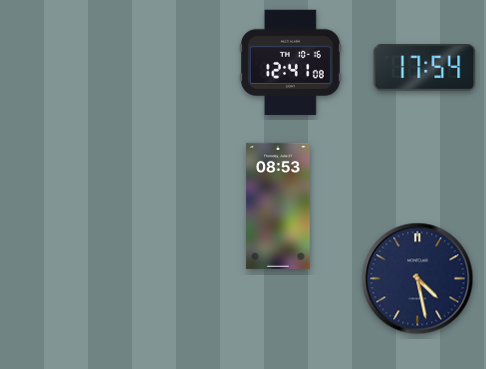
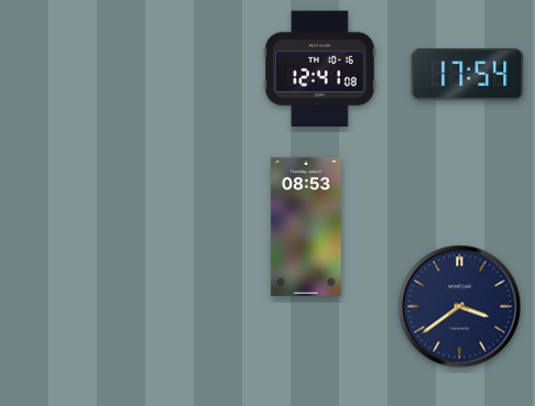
clock at (418, 279): 4:28 -> 3:39
